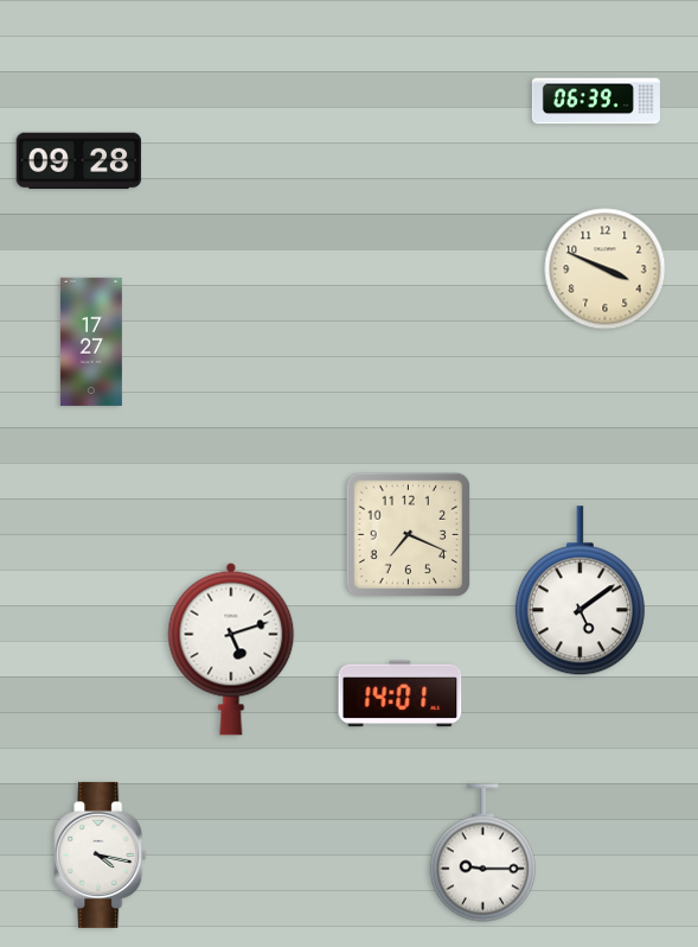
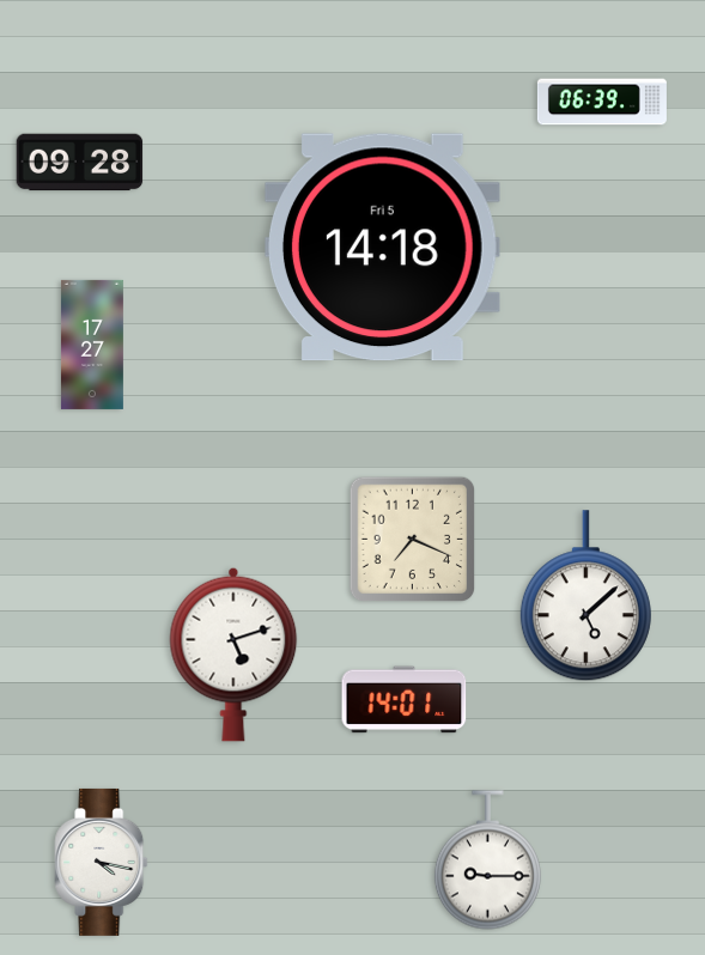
clock at (382, 248): none -> 14:18
clock at (606, 269): 3:49 -> none
clock at (579, 591): 5:09 -> 5:08
